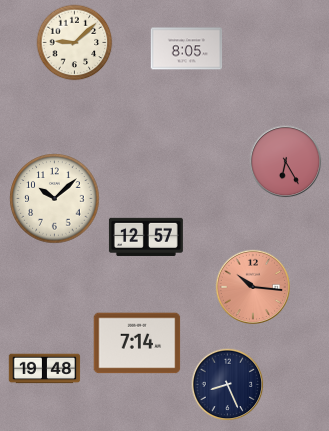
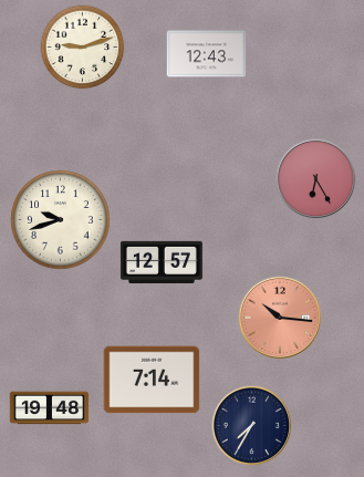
clock at (75, 43): 9:08 -> 9:12
clock at (187, 49): 8:05 -> 12:43
clock at (55, 199): 10:08 -> 9:42
clock at (228, 385): 8:26 -> 7:35
